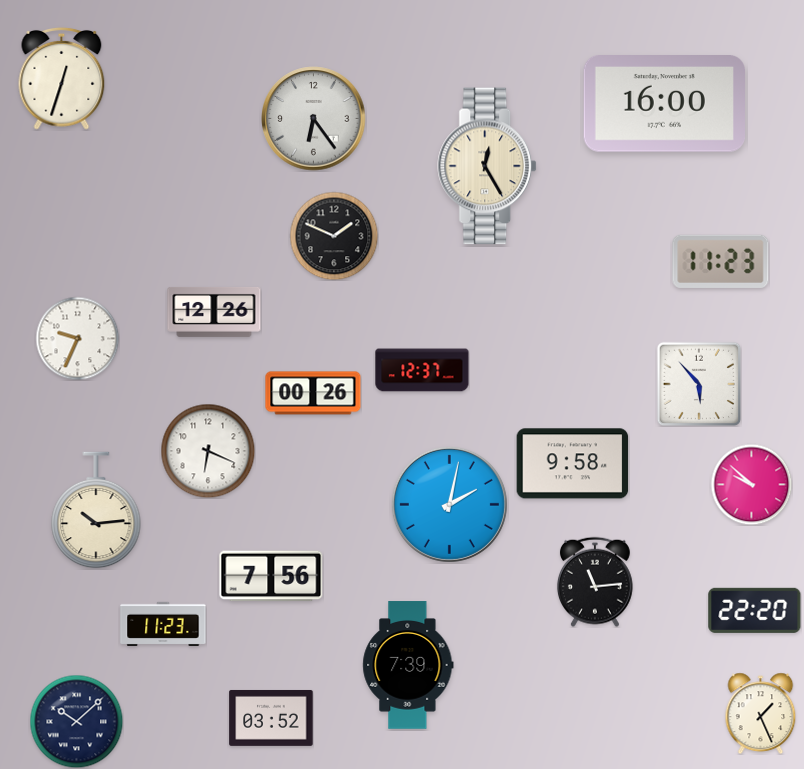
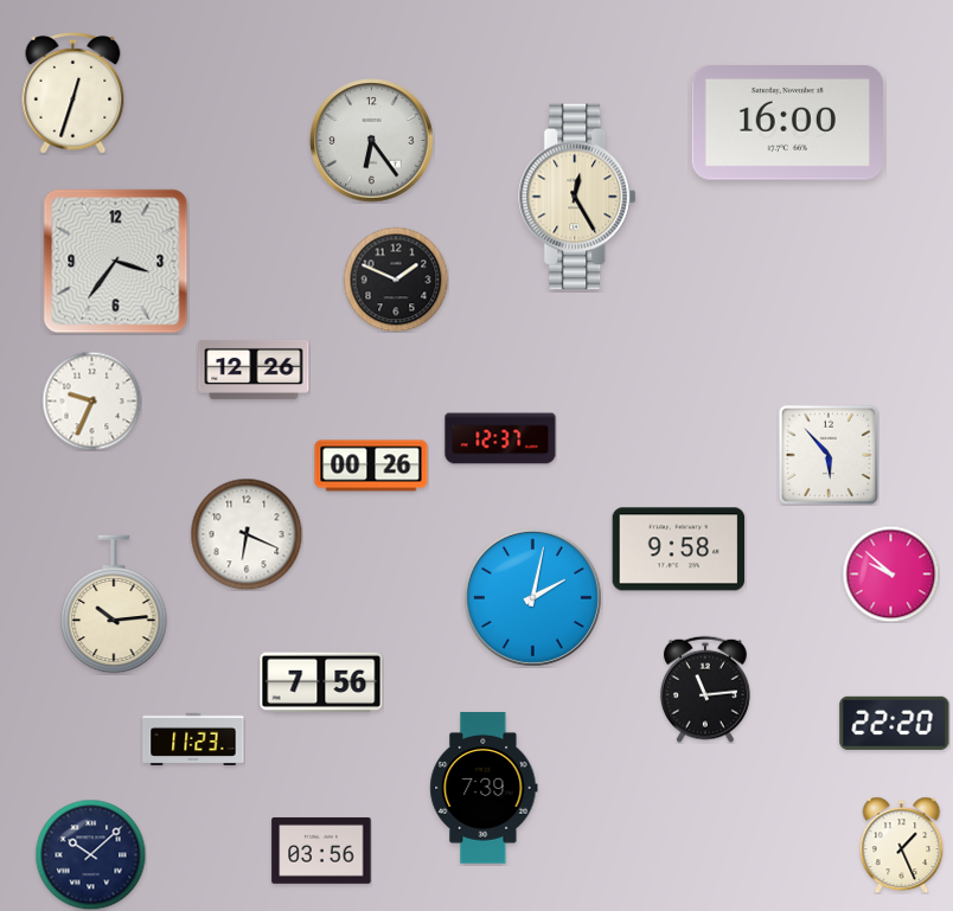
clock at (116, 262): none -> 3:36
clock at (721, 261): 11:23 -> none
clock at (271, 718): 03:52 -> 03:56
